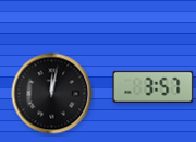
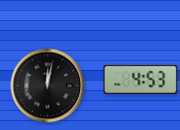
clock at (154, 86): 3:57 -> 4:53
